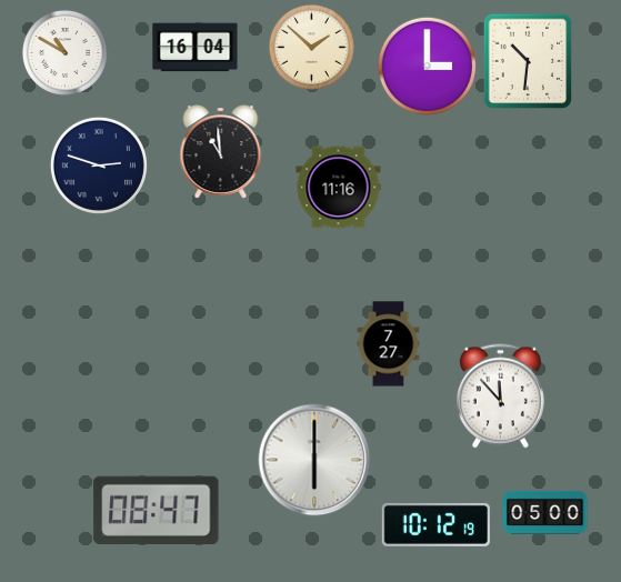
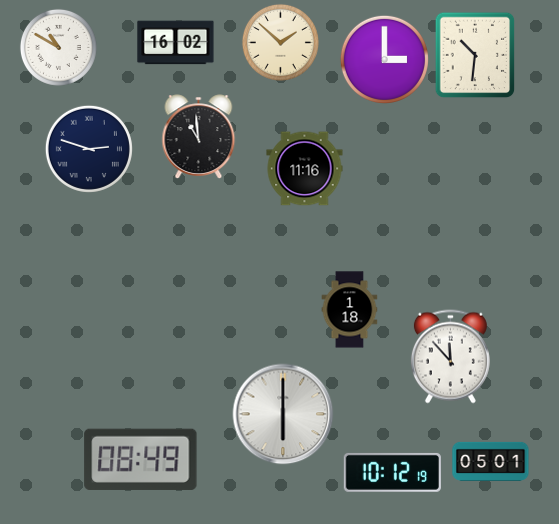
clock at (196, 48): 16:04 -> 16:02
clock at (389, 344): 7:27 -> 1:18
clock at (157, 510): 08:47 -> 08:49
clock at (545, 512): 05:00 -> 05:01
